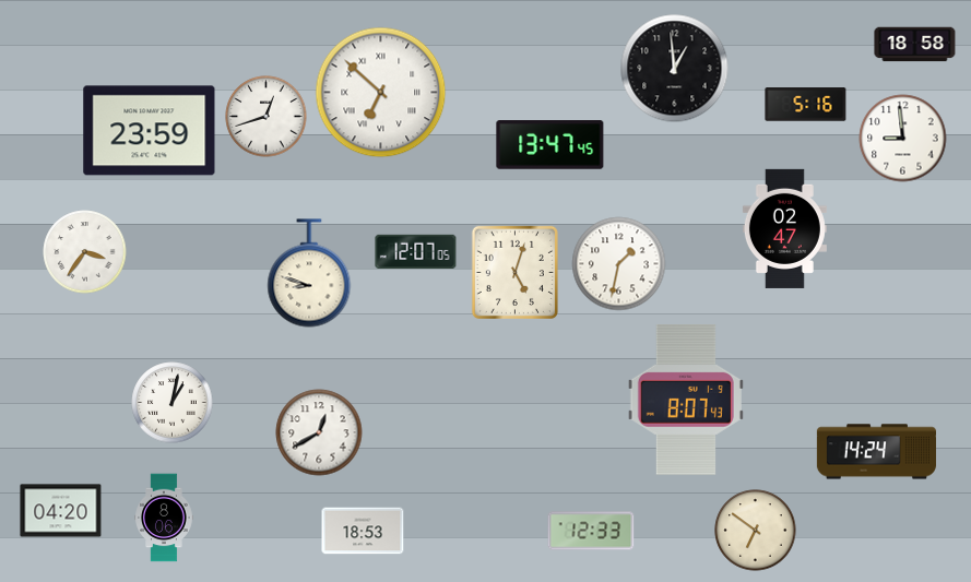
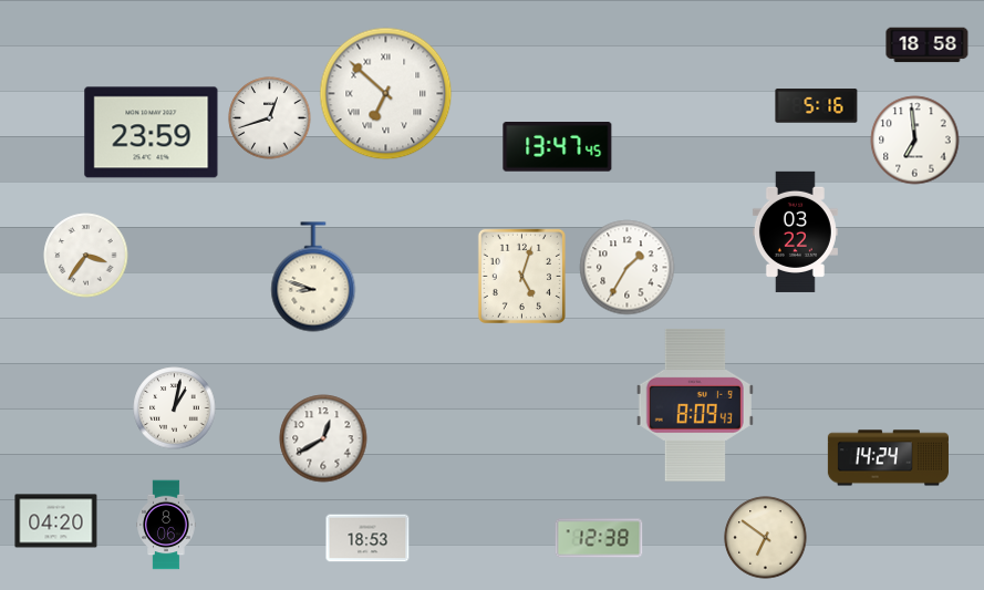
clock at (675, 69): 12:59 -> none
clock at (903, 139): 8:59 -> 6:59
clock at (784, 228): 02:47 -> 03:22
clock at (416, 251): 12:07 -> none
clock at (619, 264): 1:32 -> 1:35
clock at (686, 400): 8:07 -> 8:09
clock at (61, 511) position: (61, 511) -> (56, 521)
clock at (591, 531): 12:33 -> 12:38
